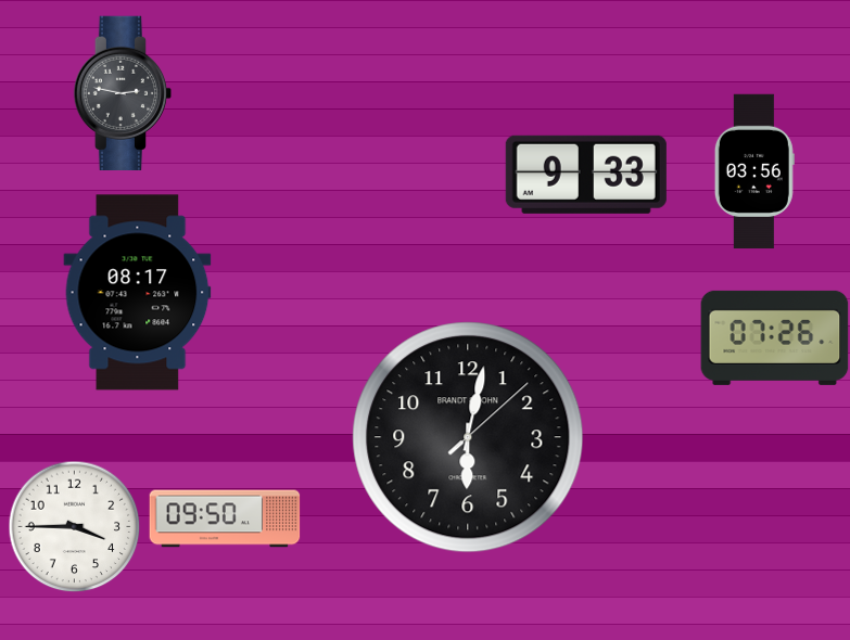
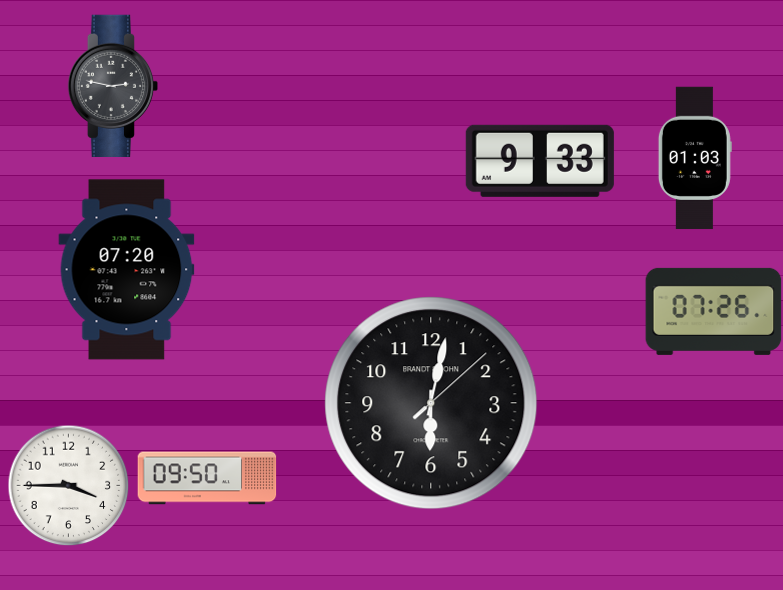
clock at (754, 171): 03:56 -> 01:03
clock at (138, 293): 08:17 -> 07:20
